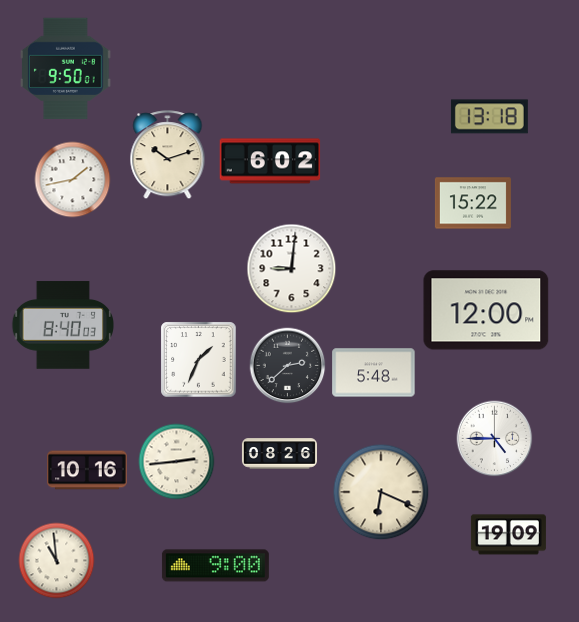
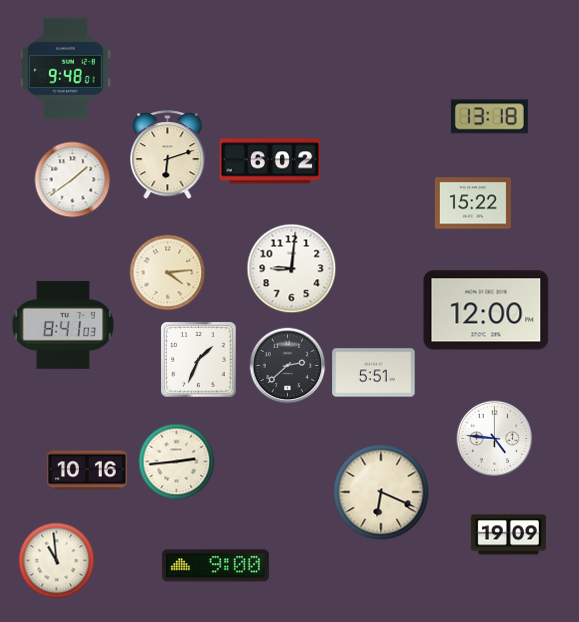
clock at (66, 69): 9:50 -> 9:48
clock at (168, 155): 10:12 -> 6:12
clock at (73, 180): 1:43 -> 1:39
clock at (168, 273): none -> 4:14
clock at (63, 325): 8:40 -> 8:41
clock at (374, 373): 5:48 -> 5:51
clock at (495, 439): 4:45 -> 4:46
clock at (279, 454): 08:26 -> none
